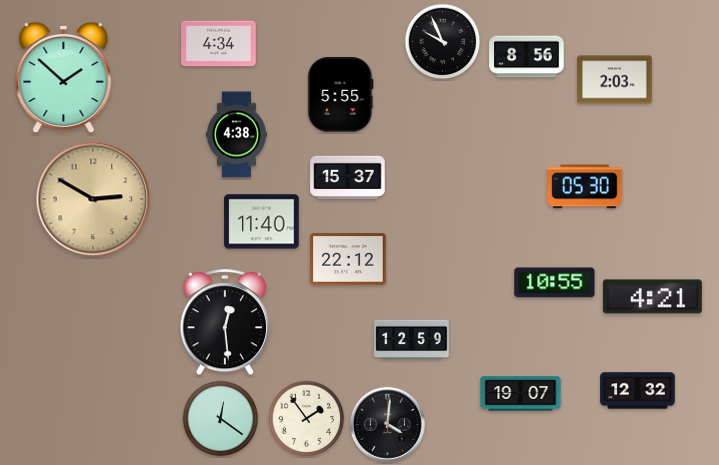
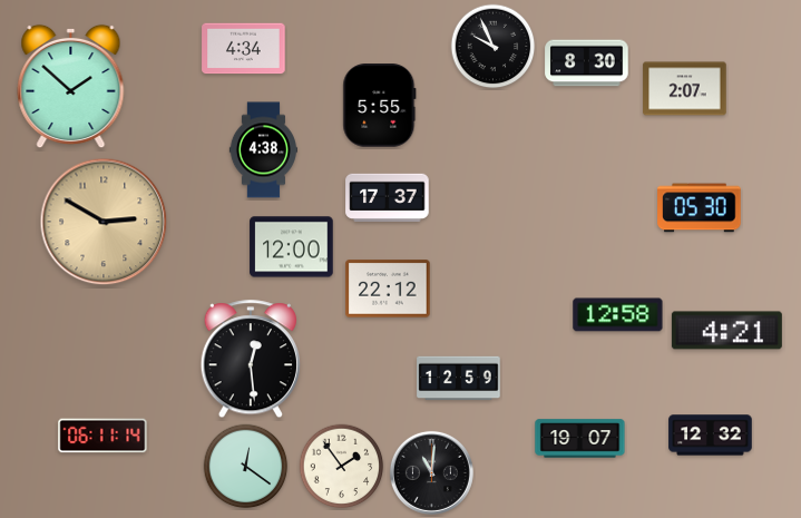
clock at (527, 57): 8:56 -> 8:30
clock at (615, 80): 2:03 -> 2:07
clock at (348, 177): 15:37 -> 17:37
clock at (585, 187) position: (585, 187) -> (700, 208)
clock at (262, 222): 11:40 -> 12:00
clock at (555, 283): 10:55 -> 12:58
clock at (102, 436): none -> 06:11
clock at (387, 424): 4:01 -> 11:01
